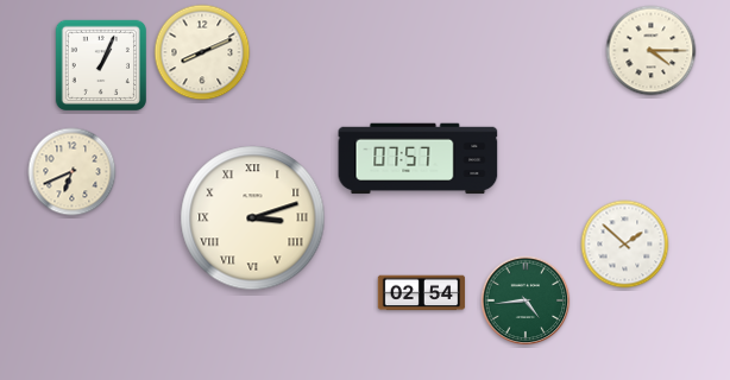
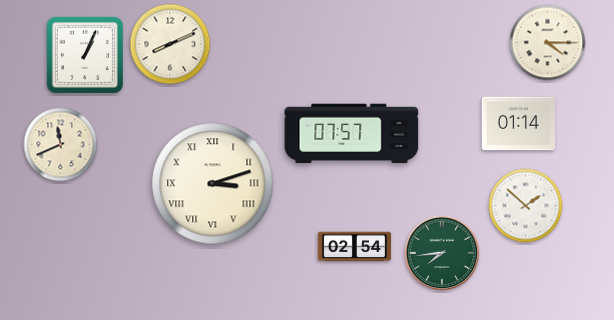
clock at (519, 124): none -> 01:14
clock at (73, 172): 6:41 -> 11:41
clock at (526, 300): 4:44 -> 7:44
